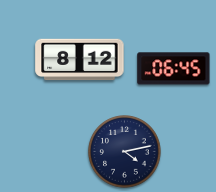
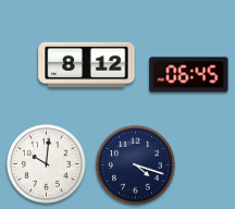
clock at (47, 164): none -> 10:01
clock at (125, 152): 4:13 -> 4:18
